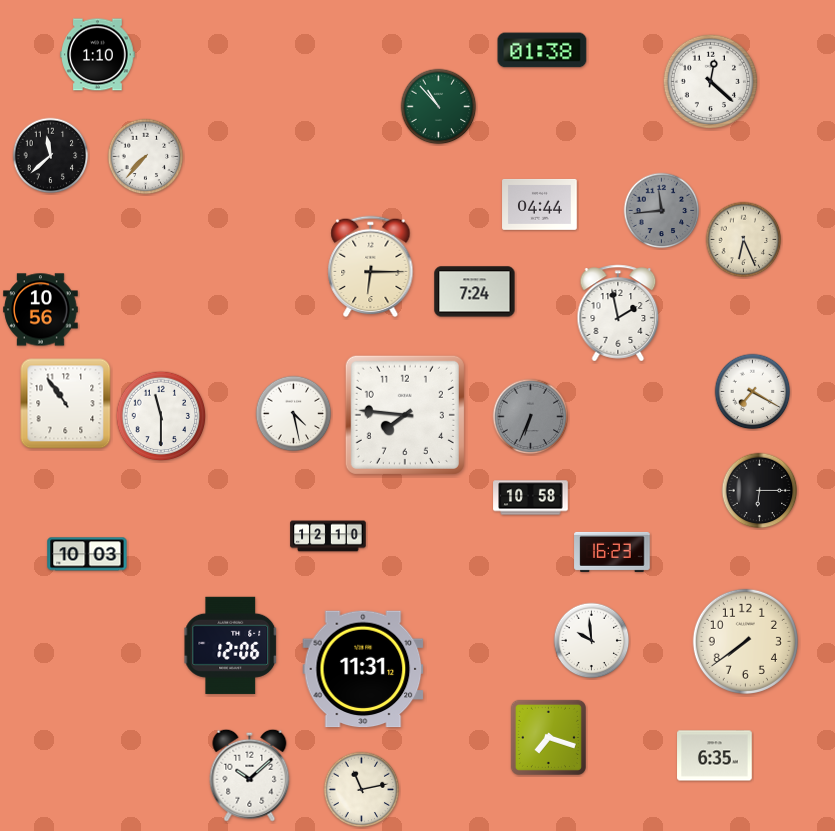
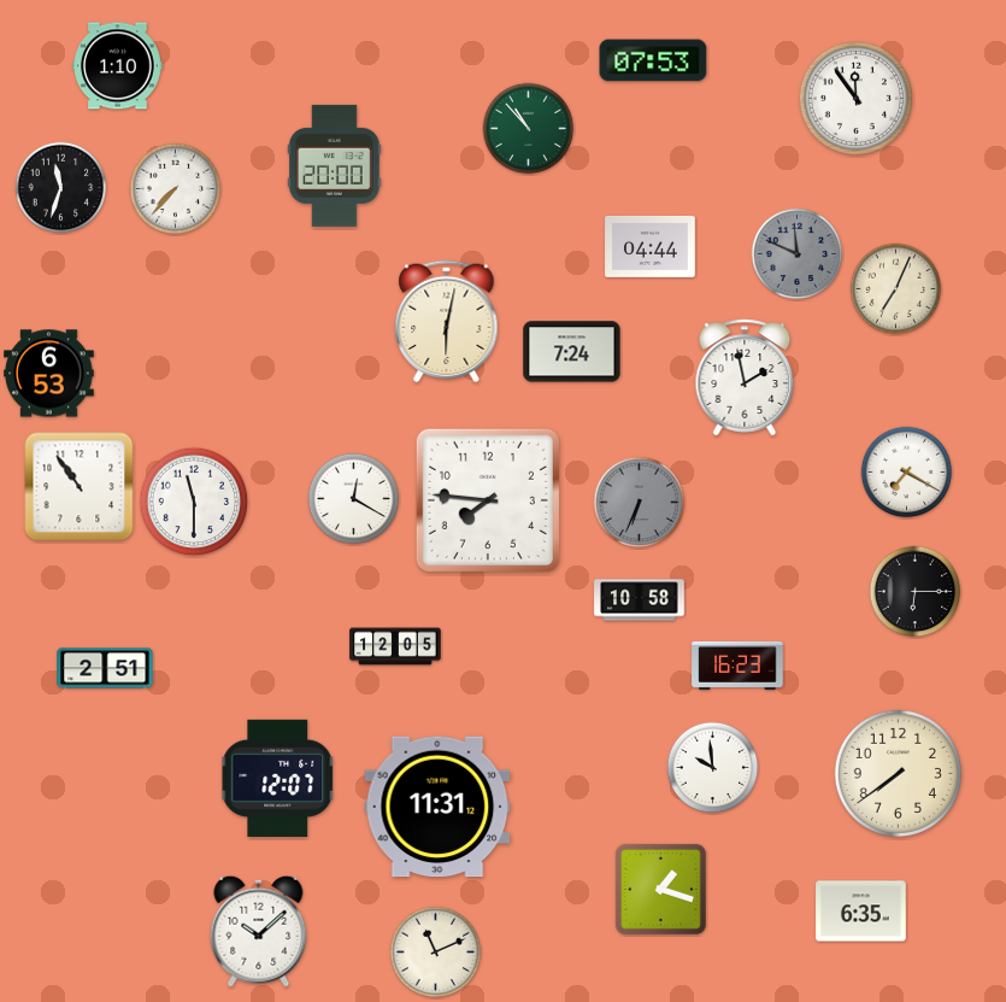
clock at (542, 50): 01:38 -> 07:53
clock at (711, 82): 12:22 -> 11:54
clock at (335, 165): none -> 20:00
clock at (51, 156): 11:38 -> 11:33
clock at (662, 211): 11:44 -> 11:49
clock at (744, 240): 6:26 -> 7:04
clock at (371, 267): 6:15 -> 6:02
clock at (41, 310): 10:56 -> 6:53
clock at (294, 414): 4:28 -> 12:20
clock at (328, 536): 12:10 -> 12:05
clock at (87, 554): 10:03 -> 2:51
clock at (592, 641) position: (592, 641) -> (713, 768)
clock at (231, 645): 12:06 -> 12:07
clock at (548, 737): 7:18 -> 1:18
clock at (250, 775) position: (250, 775) -> (259, 931)
clock at (362, 790): 11:13 -> 11:11
